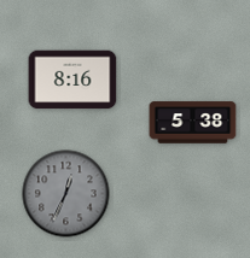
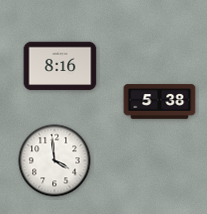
clock at (66, 194): 12:34 -> 3:59
clock at (66, 194) dial: grey -> white
